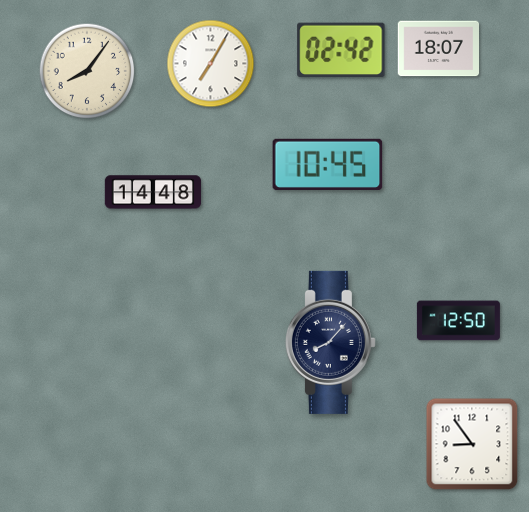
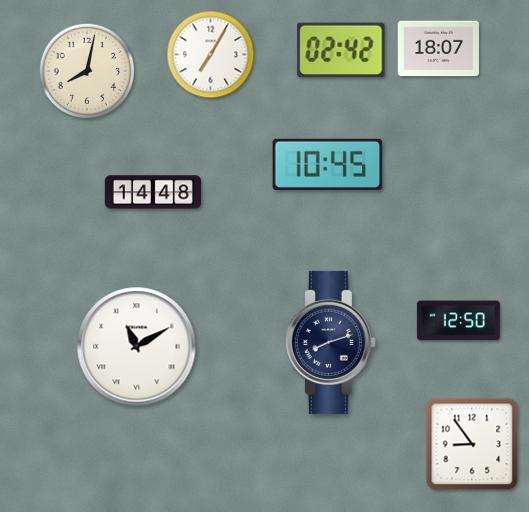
clock at (211, 64) position: (211, 64) -> (211, 55)
clock at (87, 71): 8:06 -> 8:02
clock at (330, 342): 8:07 -> 8:12
clock at (137, 347): none -> 11:10
